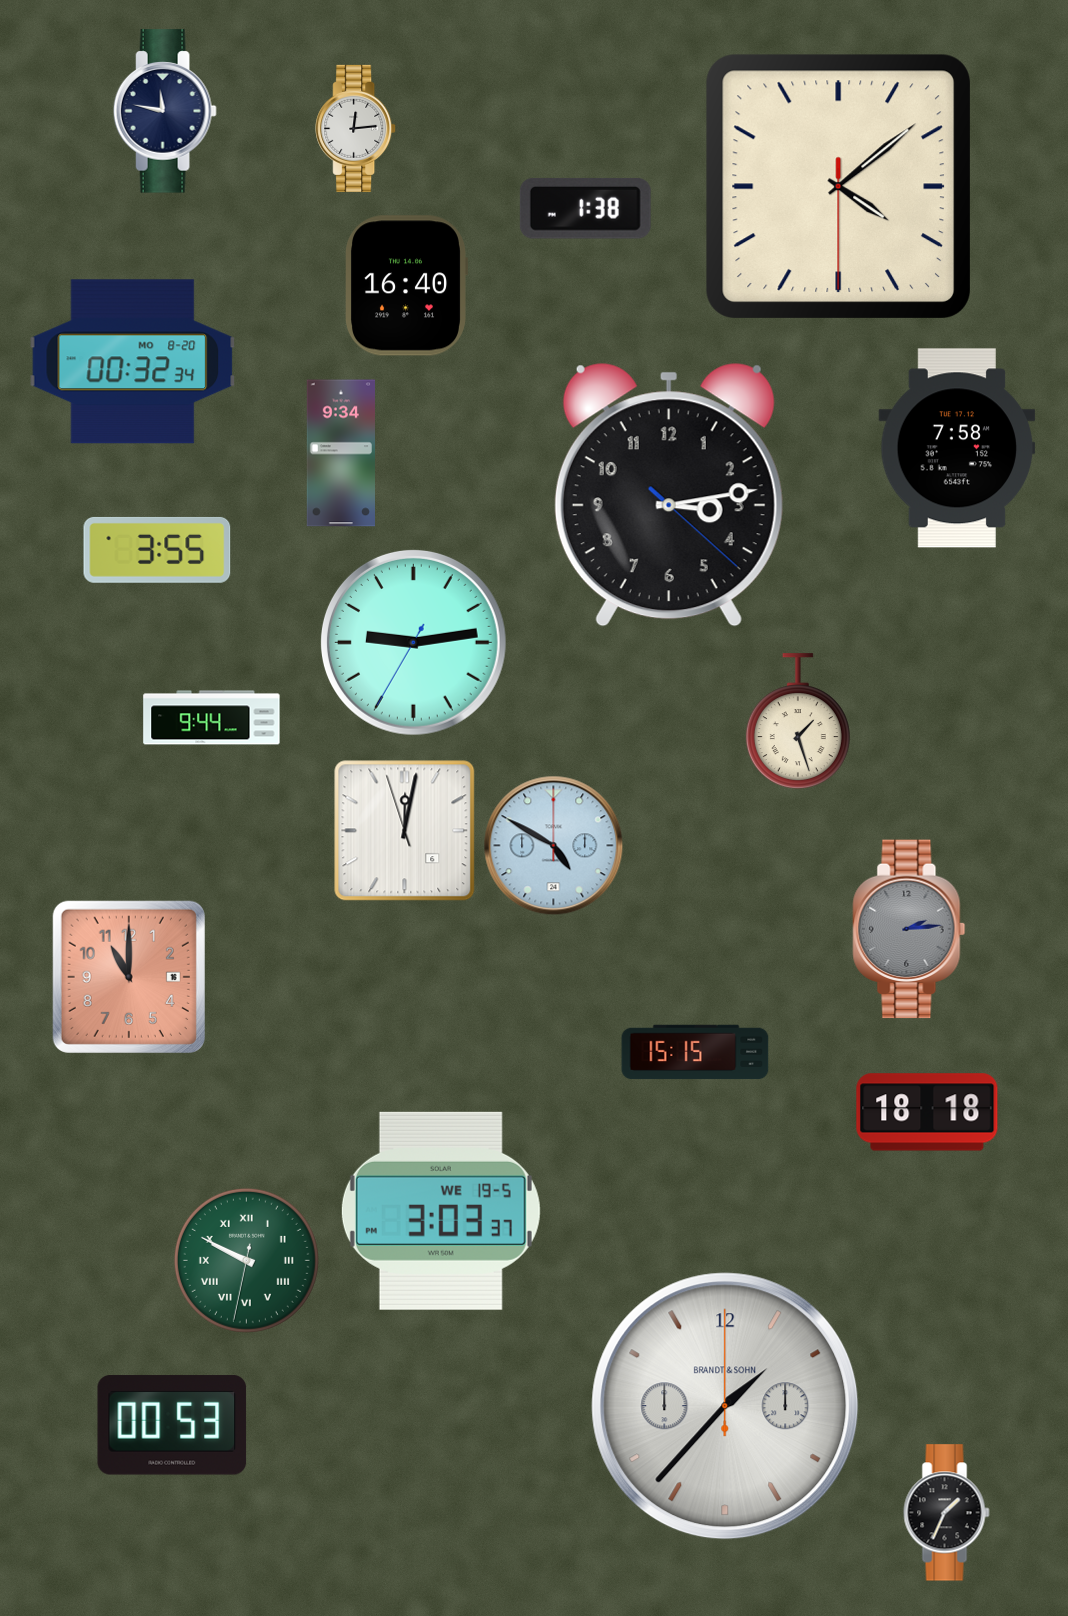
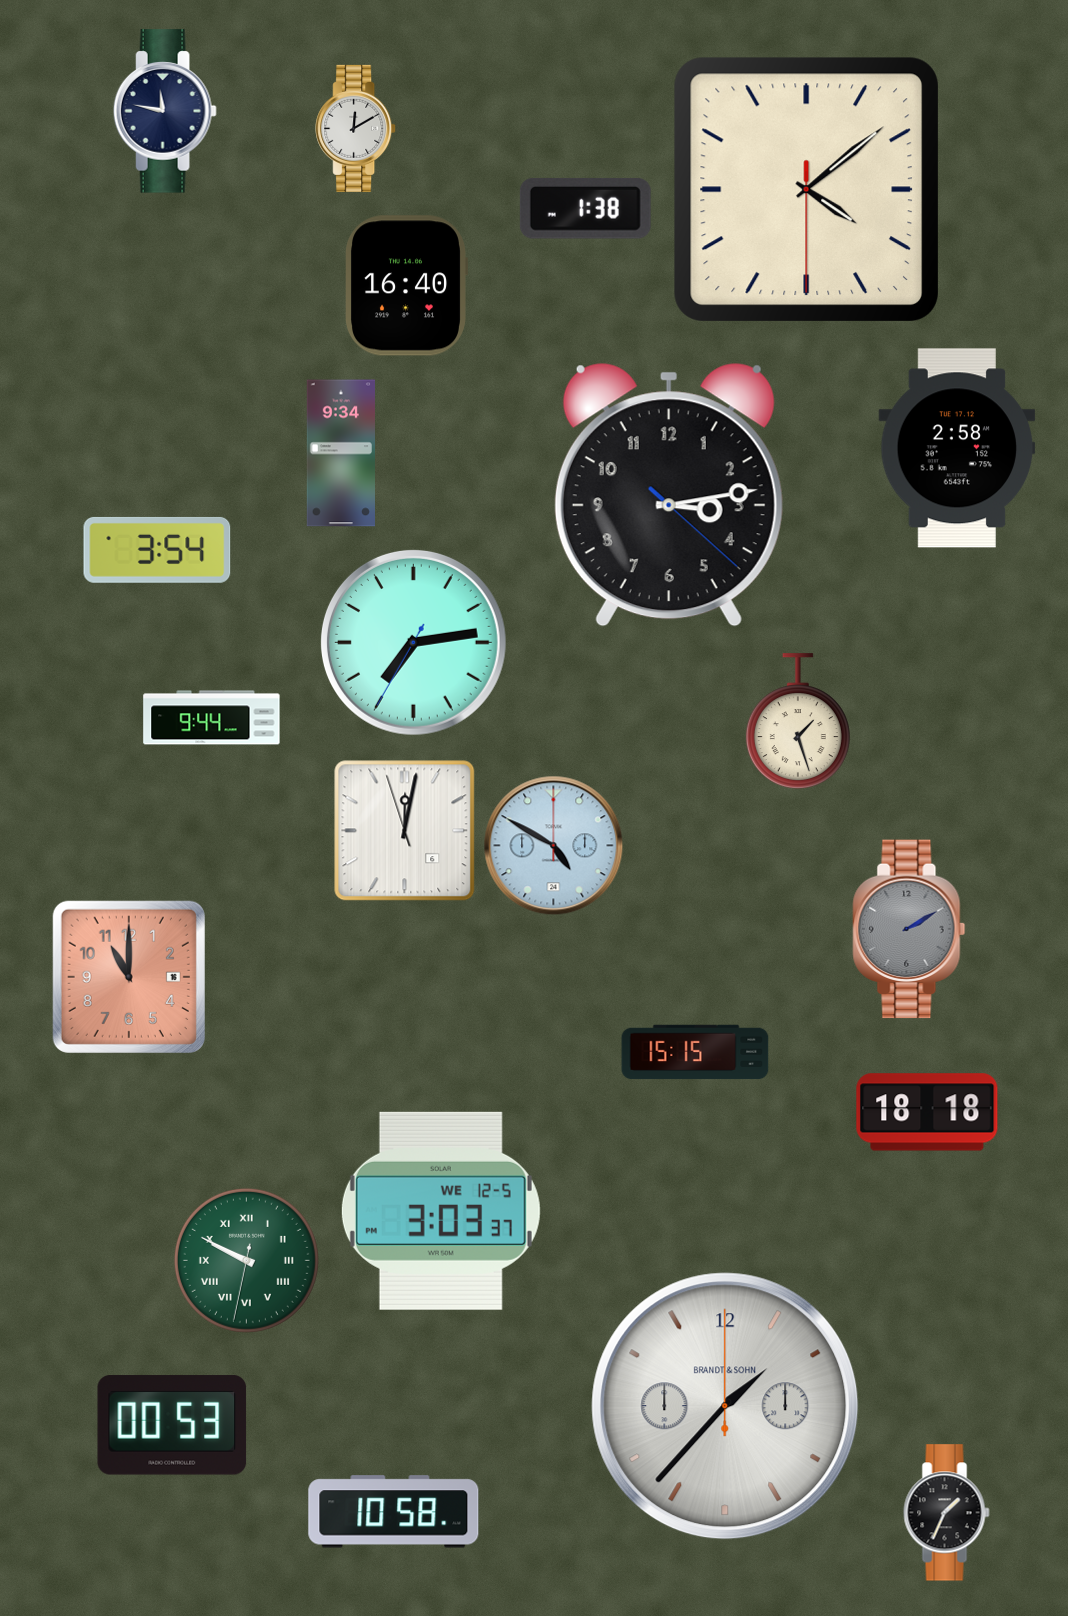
clock at (356, 128): 12:14 -> 12:10
clock at (838, 186) position: (838, 186) -> (806, 189)
clock at (133, 362): 00:32 -> none
clock at (957, 448): 7:58 -> 2:58
clock at (157, 550): 3:55 -> 3:54
clock at (413, 642): 9:13 -> 7:13
clock at (909, 929): 2:14 -> 2:10
clock at (441, 1211) date: WE 19-5 -> WE 12-5
clock at (394, 1512): none -> 10:58
